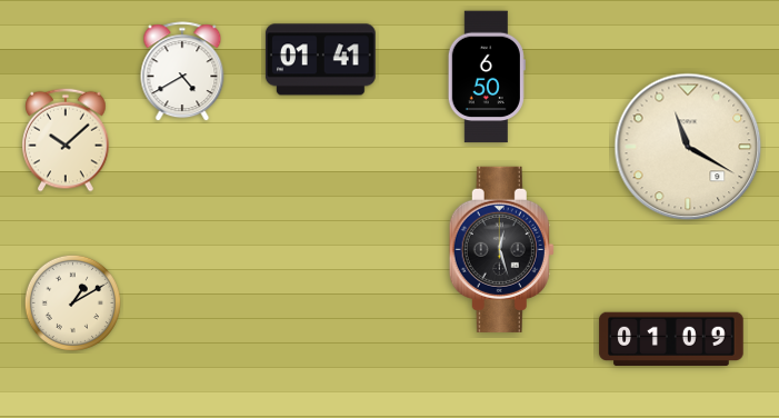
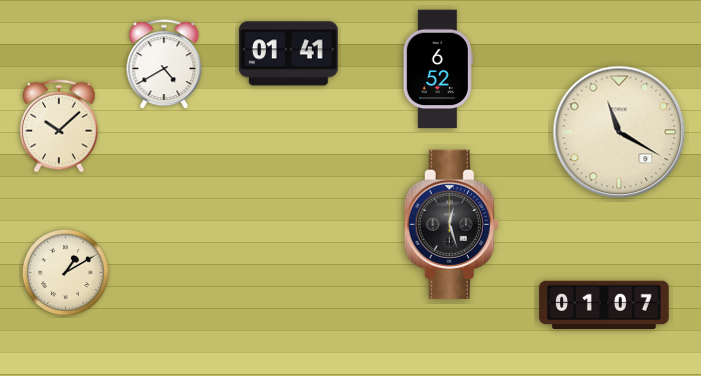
clock at (487, 77): 6:50 -> 6:52
clock at (671, 339): 01:09 -> 01:07
